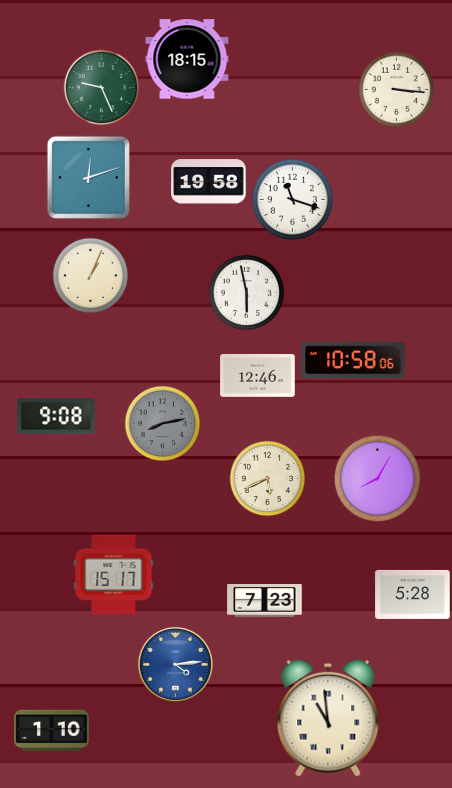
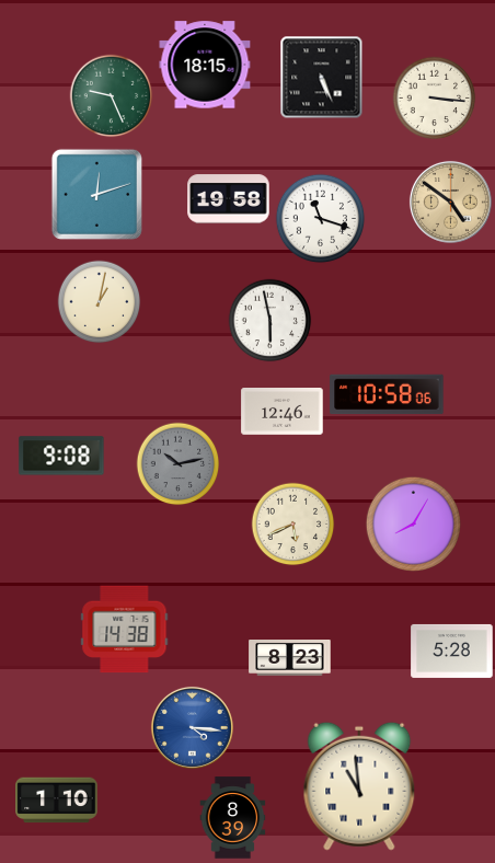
clock at (322, 78): none -> 5:26
clock at (450, 202): none -> 4:51
clock at (91, 276): 1:04 -> 1:02
clock at (163, 424): 8:13 -> 10:13
clock at (114, 575): 15:17 -> 14:38
clock at (265, 601): 7:23 -> 8:23
clock at (175, 664): 4:14 -> 4:16
clock at (233, 818): none -> 8:39
